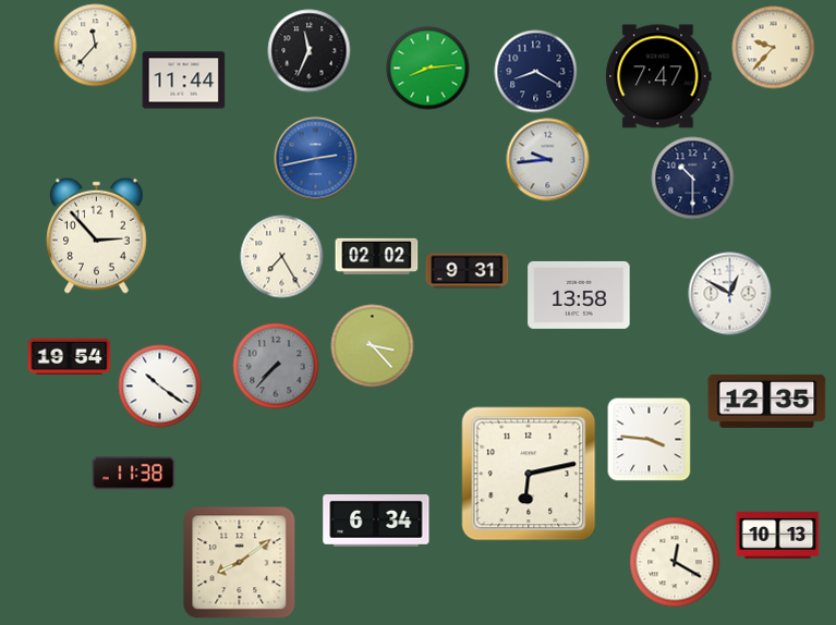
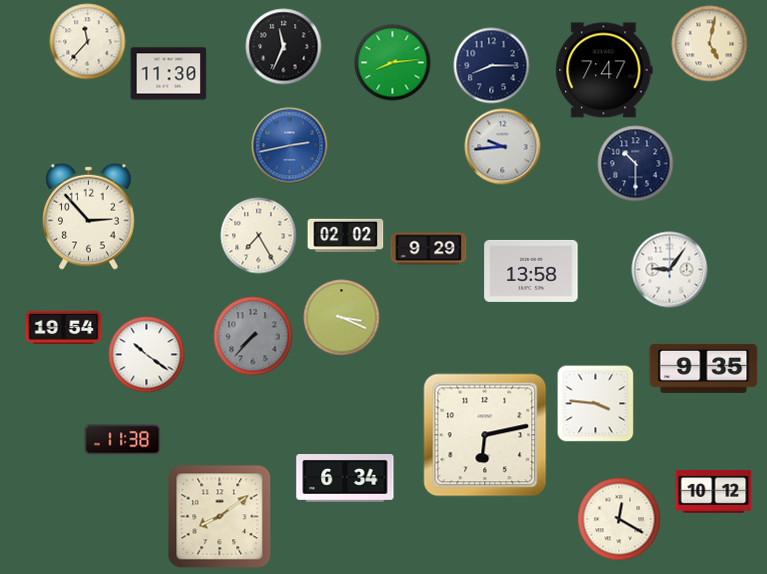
clock at (774, 48): 9:37 -> 5:02
clock at (536, 72): 8:20 -> 8:15
clock at (184, 81): 11:44 -> 11:30
clock at (468, 271): 9:31 -> 9:29
clock at (730, 294): 12:50 -> 9:06
clock at (373, 346): 3:23 -> 3:19
clock at (767, 401): 12:35 -> 9:35
clock at (134, 474) position: (134, 474) -> (123, 440)
clock at (778, 535): 10:13 -> 10:12
clock at (675, 562) position: (675, 562) -> (619, 519)
